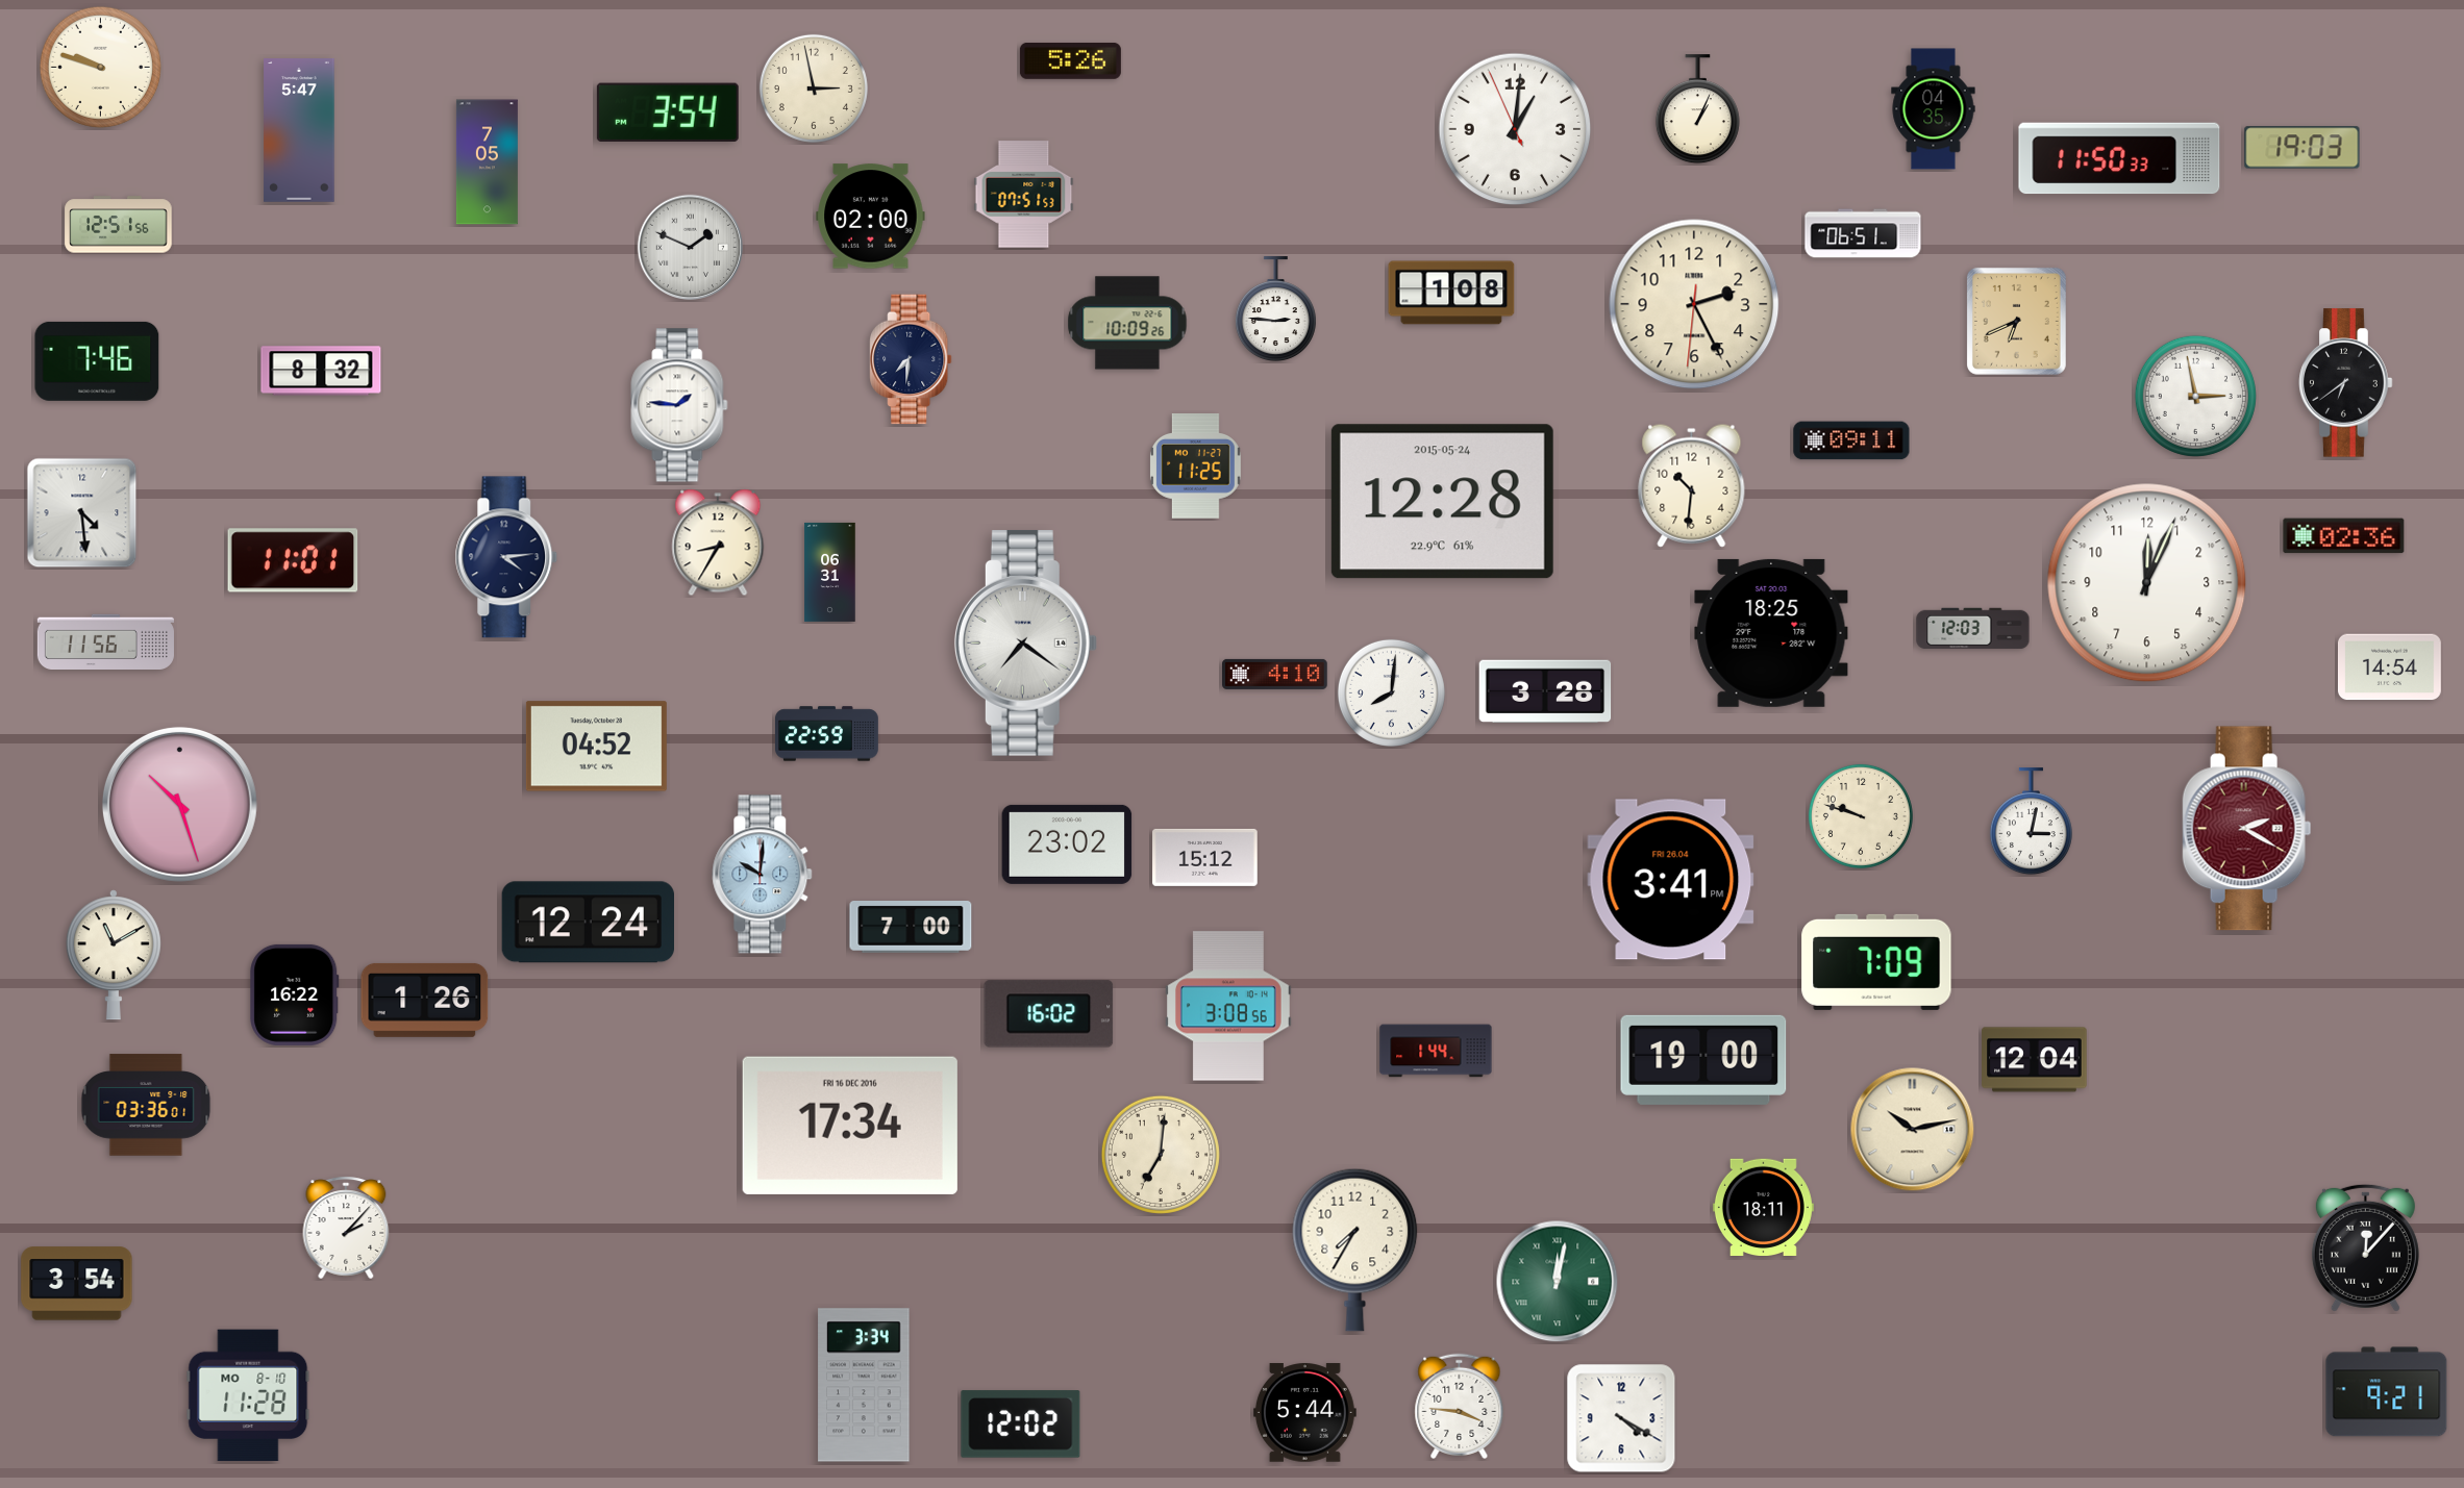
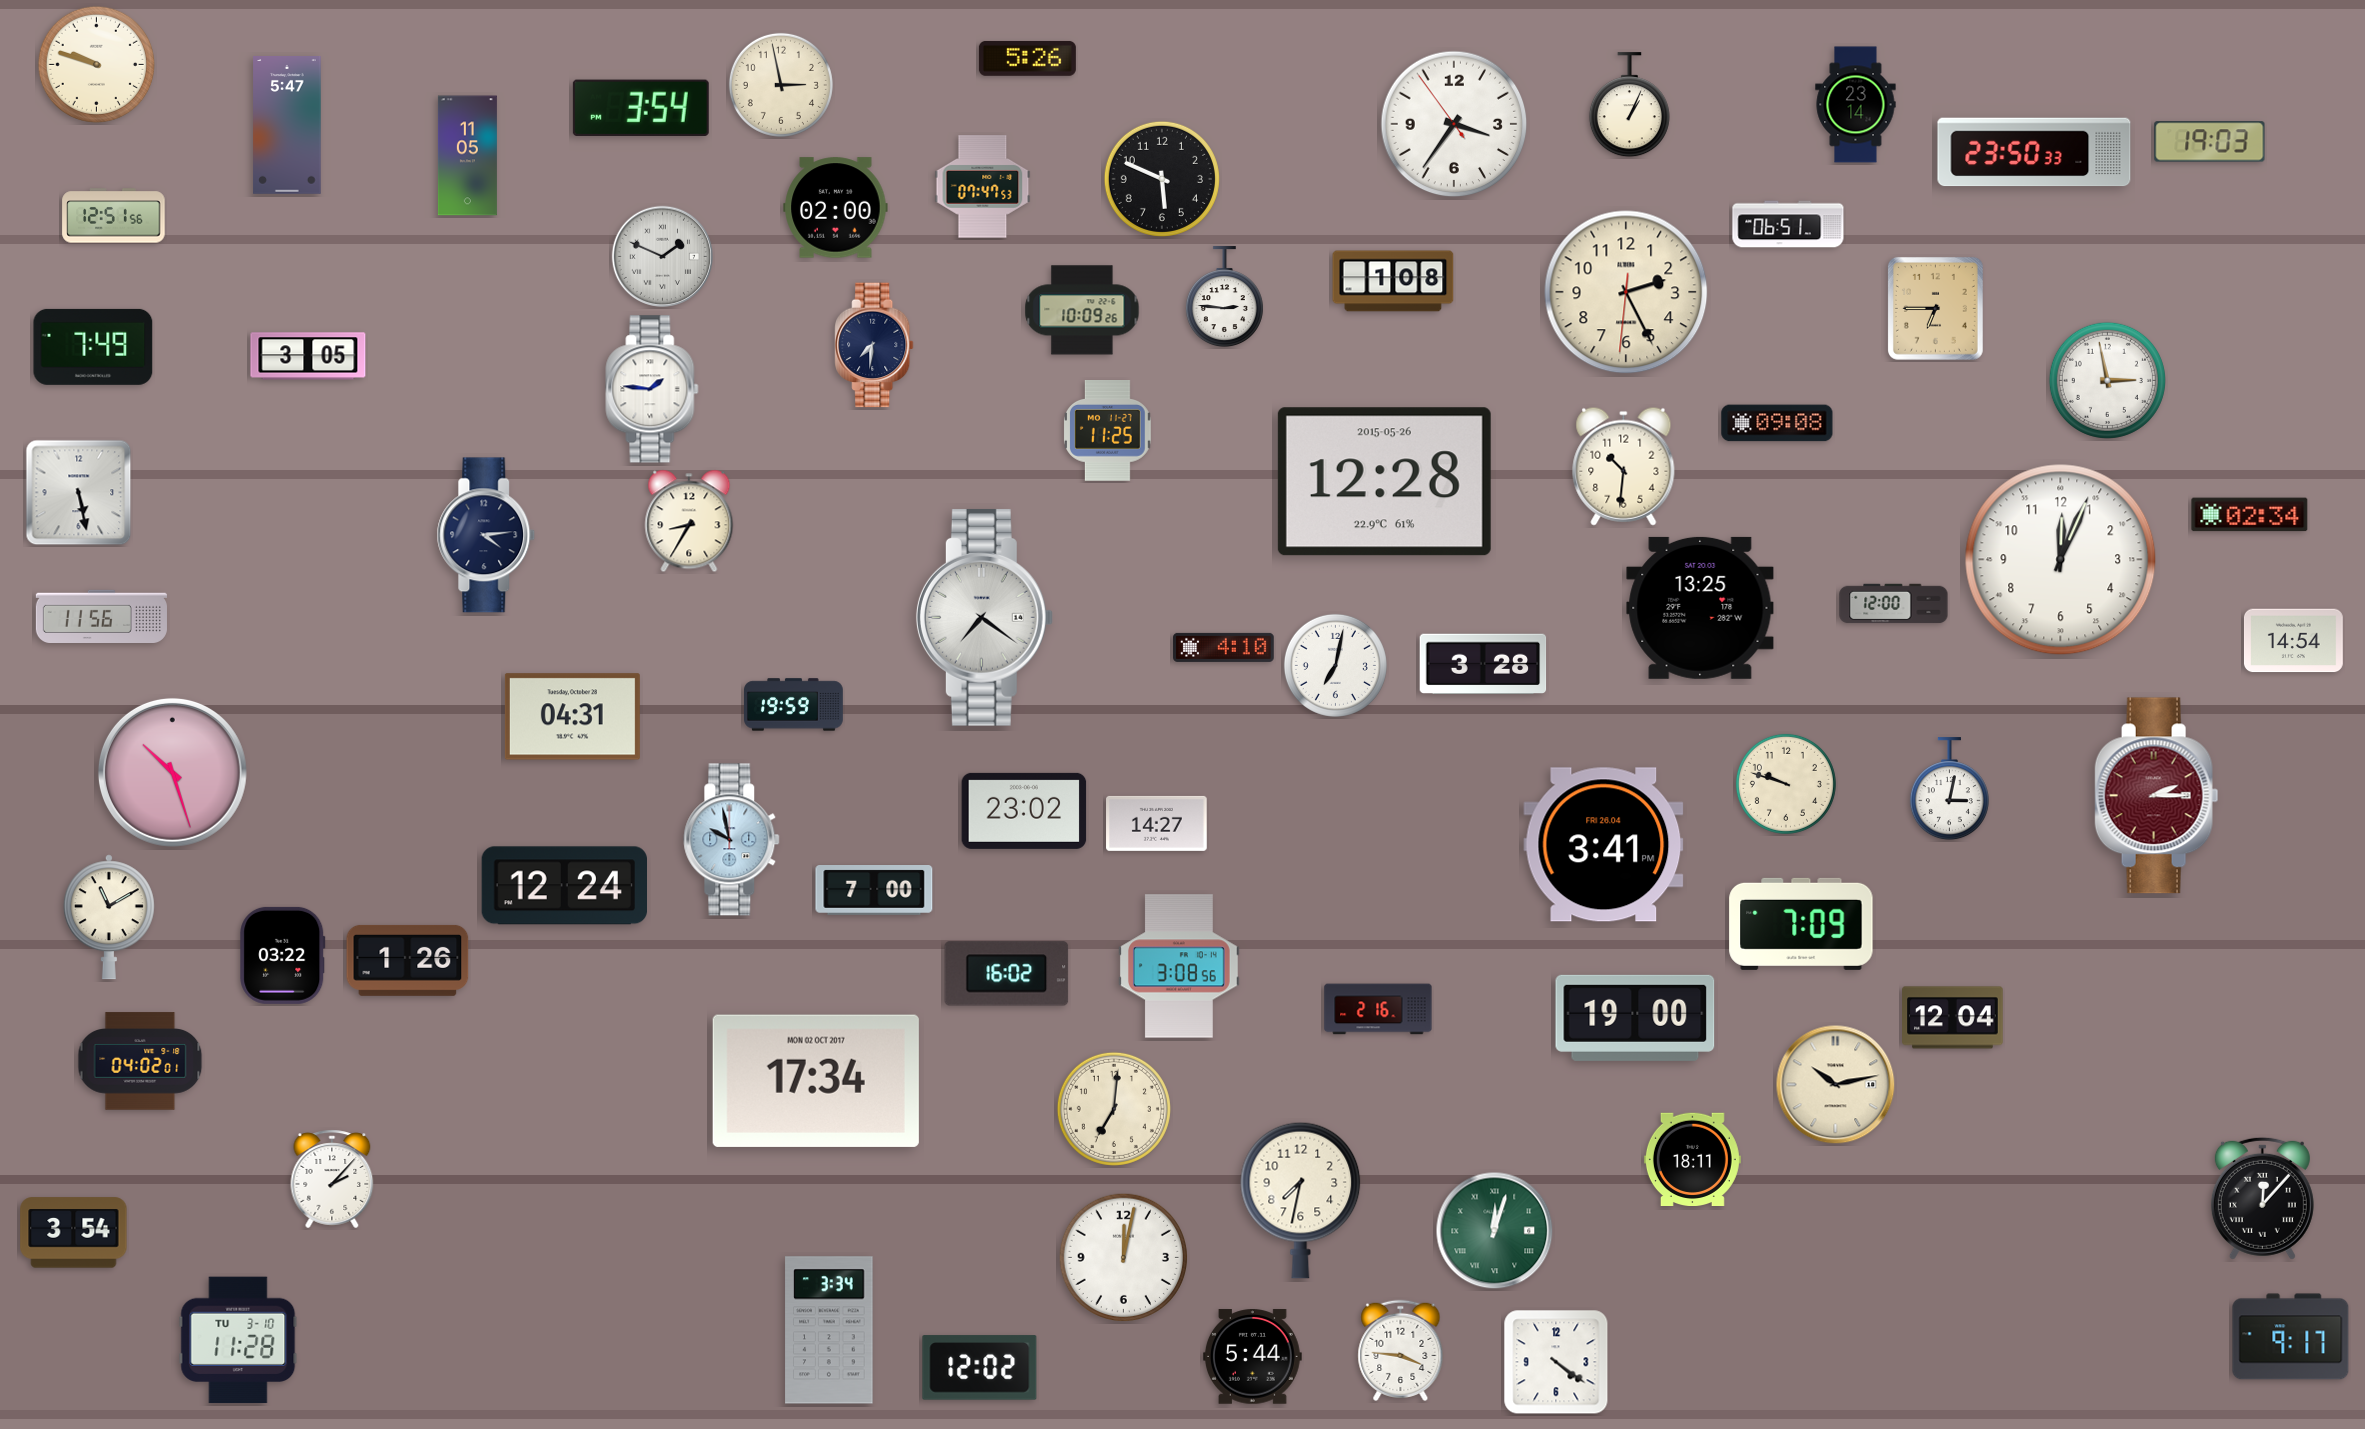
clock at (1934, 109): 04:35 -> 23:14
clock at (1515, 129): 1:00 -> 3:35
clock at (2119, 158): 11:50 -> 23:50
clock at (487, 162): 7:05 -> 11:05
clock at (1162, 179): none -> 5:49
clock at (1024, 195): 07:51 -> 07:47
clock at (690, 247) position: (690, 247) -> (662, 256)
clock at (2016, 321): 6:41 -> 6:45
clock at (97, 361): 7:46 -> 7:49
clock at (321, 371): 8:32 -> 3:05
clock at (2346, 383): 6:39 -> none
clock at (1851, 440): 09:11 -> 09:08
clock at (1195, 466) position: (1195, 466) -> (1107, 431)
clock at (1442, 502) date: 2015-05-24 -> 2015-05-26
clock at (82, 513): 4:29 -> 5:28
clock at (2344, 536): 02:36 -> 02:34
clock at (293, 560): 11:01 -> none
clock at (830, 572): 06:31 -> none
clock at (1973, 629): 12:03 -> 12:00
clock at (1771, 633): 18:25 -> 13:25
clock at (1391, 692): 8:01 -> 7:02
clock at (827, 734): 22:59 -> 19:59
clock at (596, 747): 04:52 -> 04:31
clock at (2247, 829): 2:20 -> 2:15
clock at (1205, 857): 15:12 -> 14:27
clock at (763, 875): 10:01 -> 9:58
clock at (295, 994): 16:22 -> 03:22
clock at (1436, 1051): 1:44 -> 2:16
clock at (146, 1105): 03:36 -> 04:02
clock at (850, 1126) date: FRI 16 DEC 2016 -> MON 02 OCT 2017
clock at (2365, 1247) position: (2365, 1247) -> (2262, 1198)
clock at (1355, 1250): 7:35 -> 7:32
clock at (1558, 1282): 12:02 -> 12:03
clock at (1123, 1257): none -> 12:02
clock at (2387, 1392): 9:21 -> 9:17
clock at (248, 1395) date: MO 8-10 -> TU 3-10
clock at (1621, 1418): 4:20 -> 4:21
